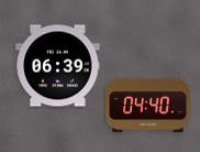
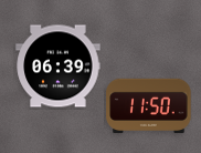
clock at (148, 105): 04:40 -> 11:50
